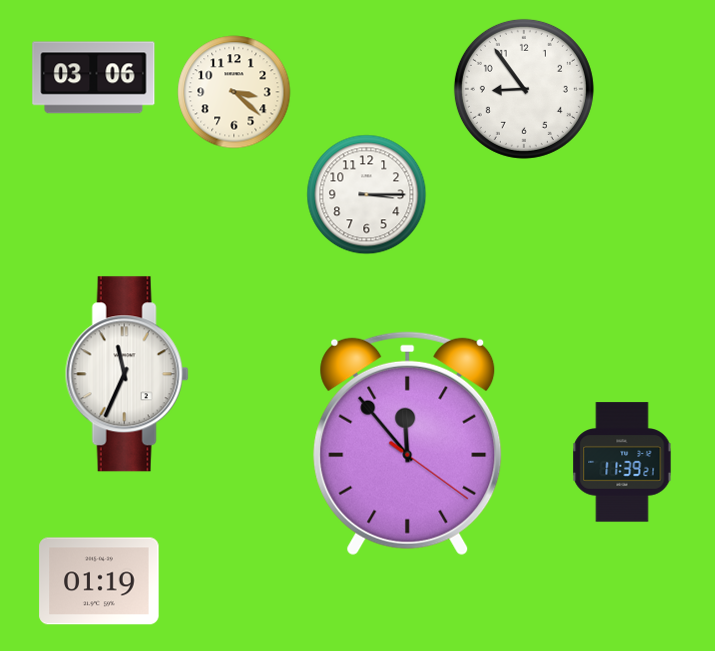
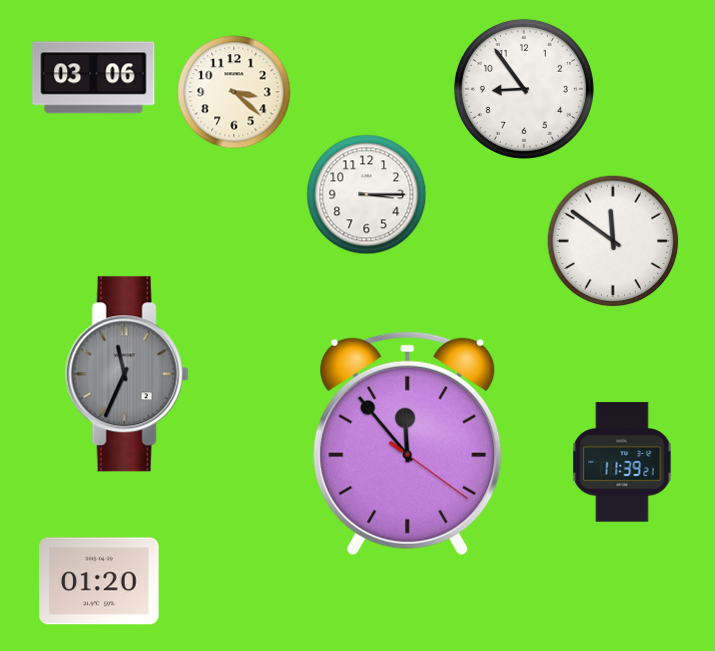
clock at (613, 241): none -> 11:51
clock at (127, 374) dial: white -> grey
clock at (99, 581): 01:19 -> 01:20
